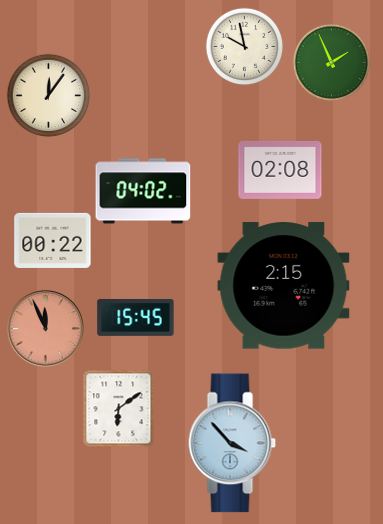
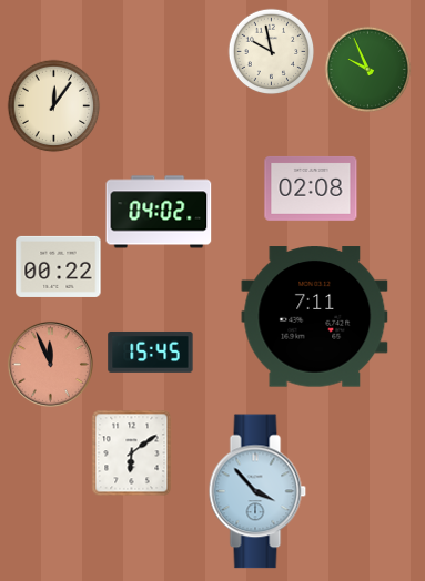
clock at (331, 62): 1:56 -> 9:56
clock at (284, 286): 2:15 -> 7:11
